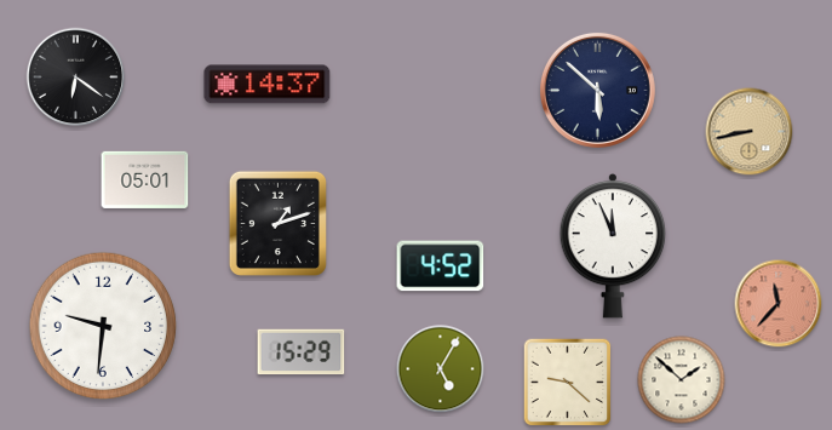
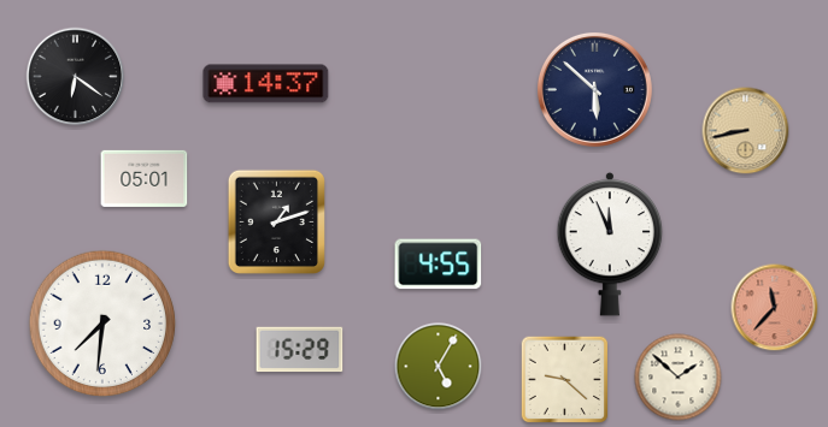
clock at (441, 266): 4:52 -> 4:55
clock at (779, 304) position: (779, 304) -> (775, 308)
clock at (103, 326): 9:31 -> 7:31
